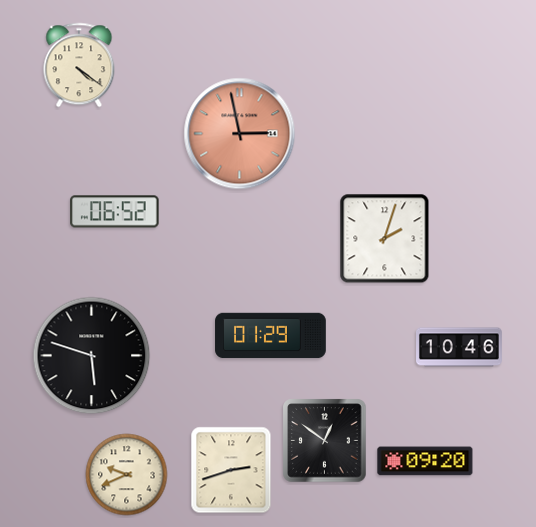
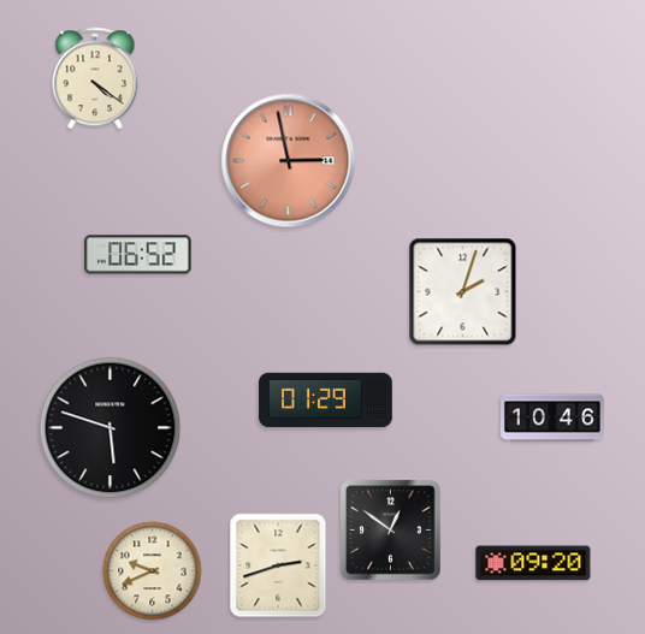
clock at (385, 239) position: (385, 239) -> (463, 292)
clock at (271, 336) position: (271, 336) -> (326, 401)
clock at (425, 461) position: (425, 461) -> (533, 563)
